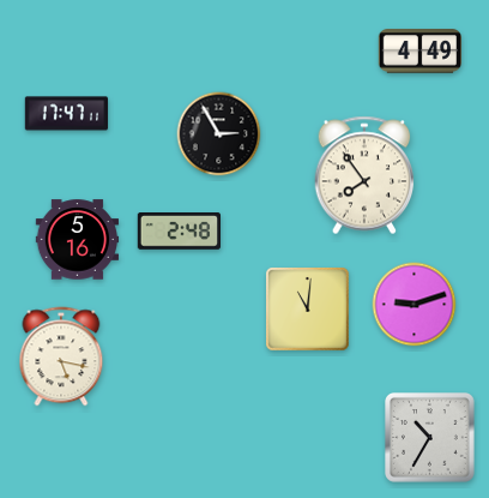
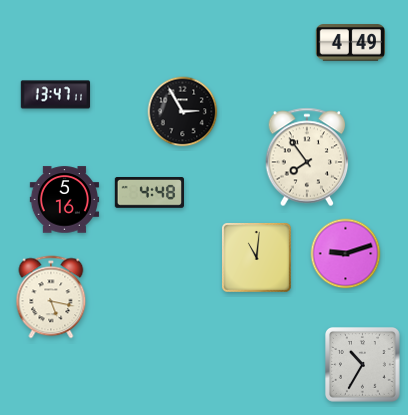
clock at (67, 114): 17:47 -> 13:47
clock at (364, 175) position: (364, 175) -> (307, 157)
clock at (179, 232): 2:48 -> 4:48
clock at (430, 438) position: (430, 438) -> (363, 365)
